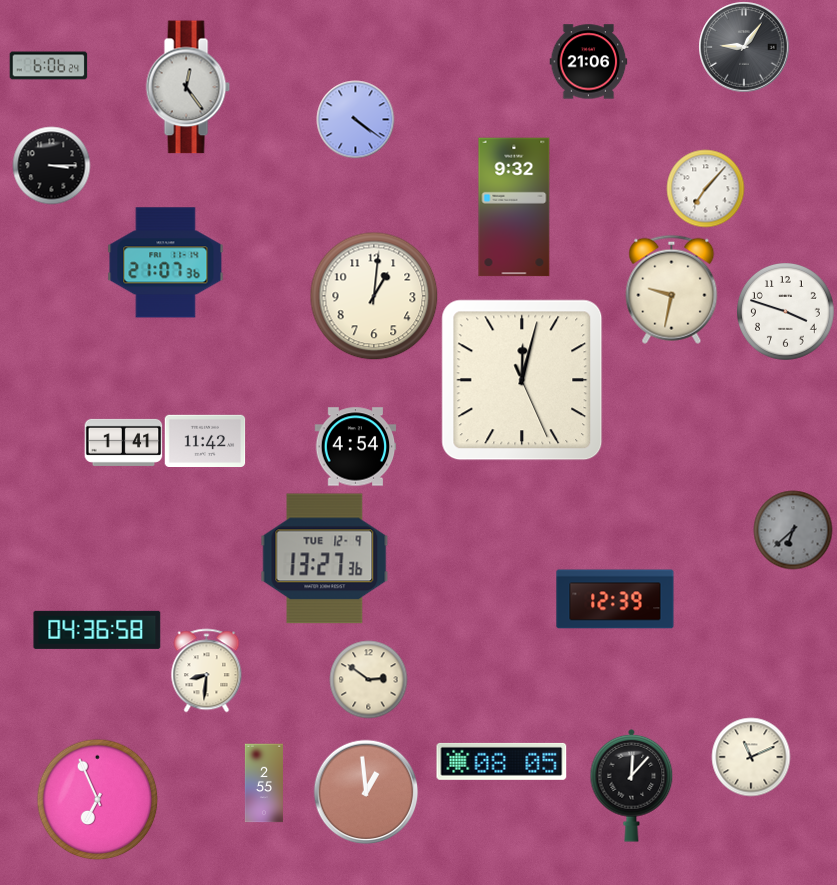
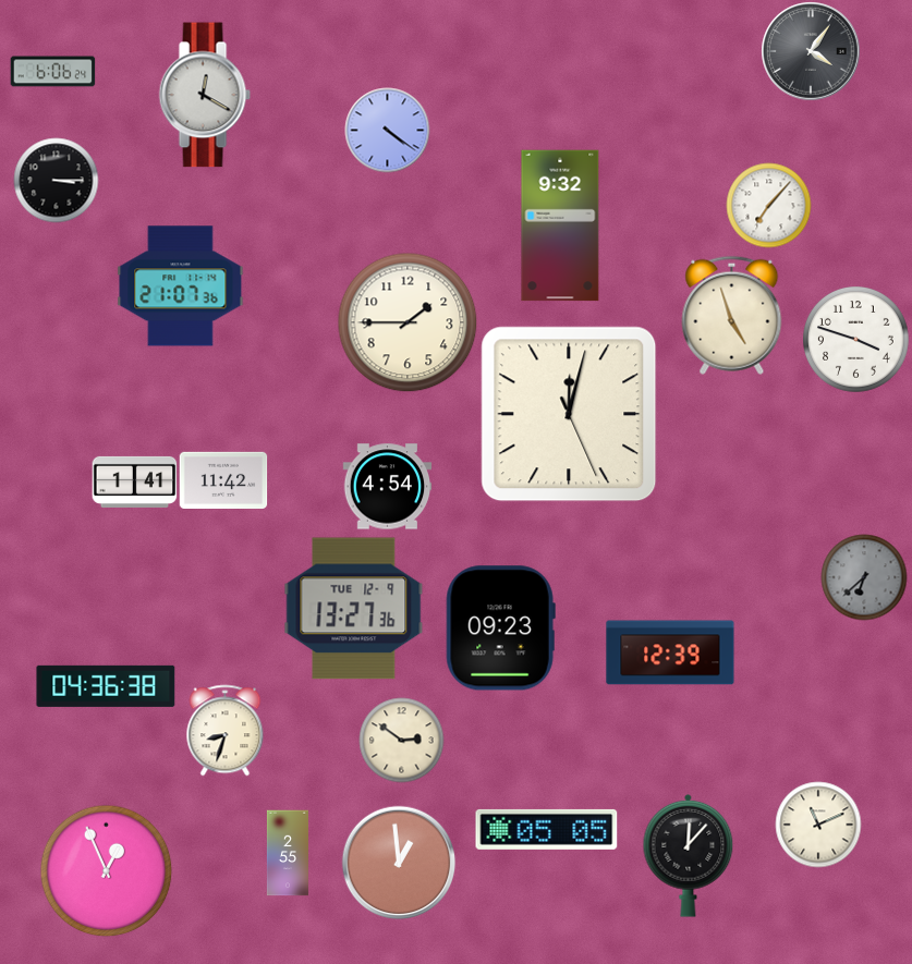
clock at (744, 47): 9:06 -> 4:06
clock at (588, 62): 21:06 -> none
clock at (188, 87): 12:24 -> 12:20
clock at (672, 289): 9:32 -> 4:57
clock at (374, 296): 1:01 -> 1:45
clock at (500, 629): none -> 09:23
clock at (97, 630): 04:36:58 -> 04:36:38
clock at (207, 670): 8:31 -> 8:33
clock at (502, 761): 08:05 -> 05:05
clock at (97, 799): 6:56 -> 12:56
